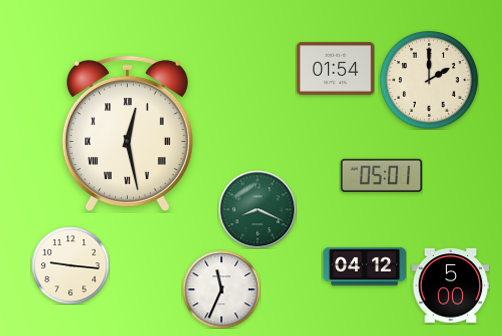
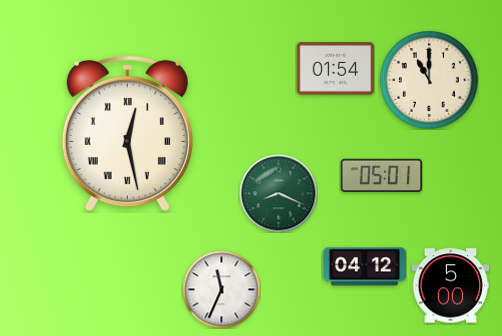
clock at (430, 81): 2:00 -> 11:00
clock at (257, 209) position: (257, 209) -> (278, 193)
clock at (70, 265): 9:16 -> none
